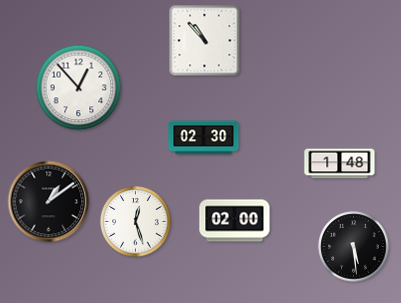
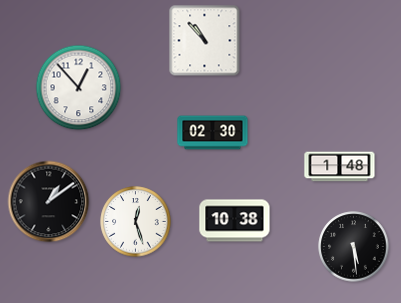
clock at (204, 138) position: (204, 138) -> (213, 133)
clock at (340, 164) position: (340, 164) -> (340, 167)
clock at (235, 221): 02:00 -> 10:38
